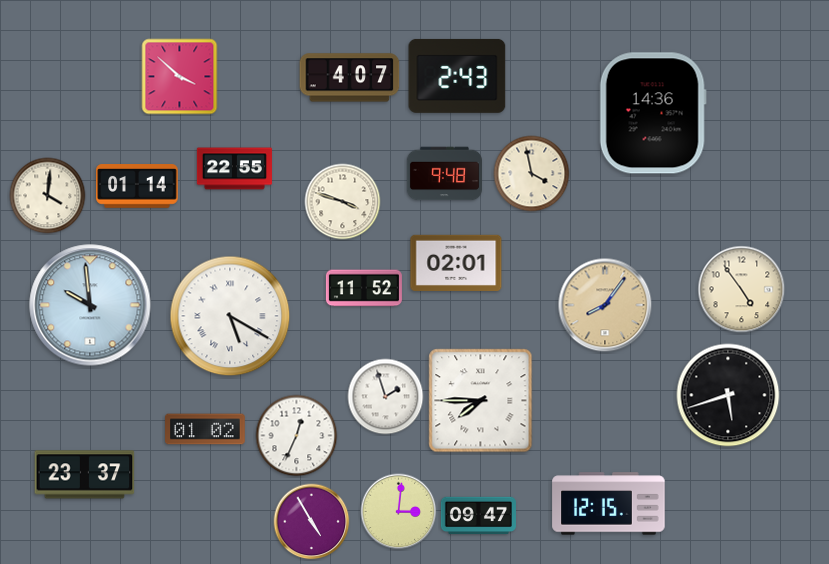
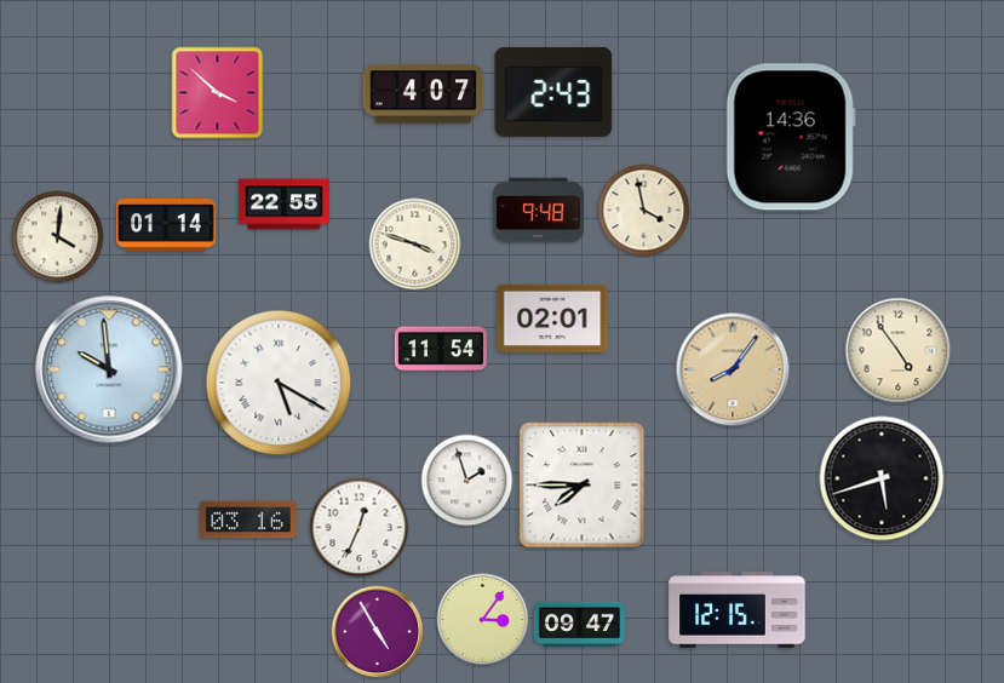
clock at (364, 288): 11:52 -> 11:54
clock at (205, 429): 01:02 -> 03:16
clock at (85, 475): 23:37 -> none
clock at (399, 512): 3:01 -> 3:06
